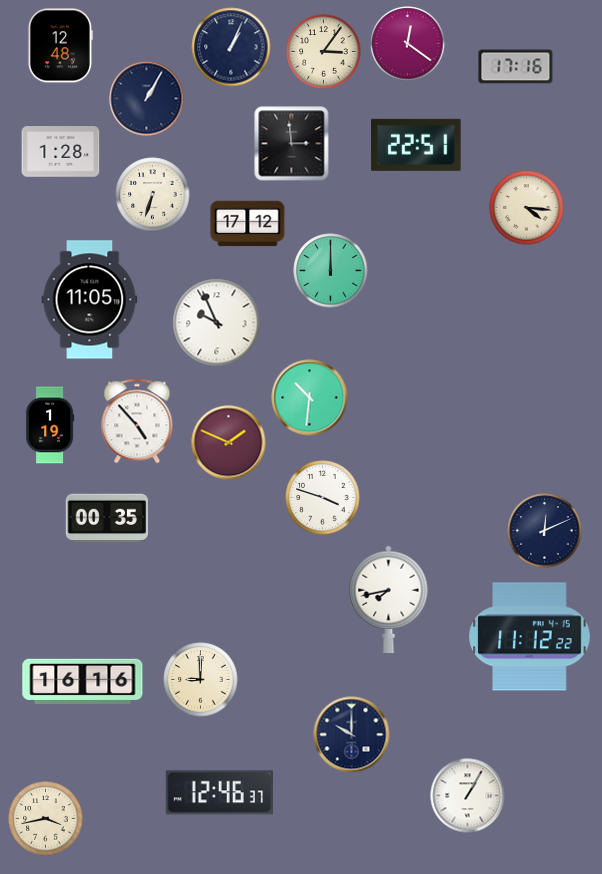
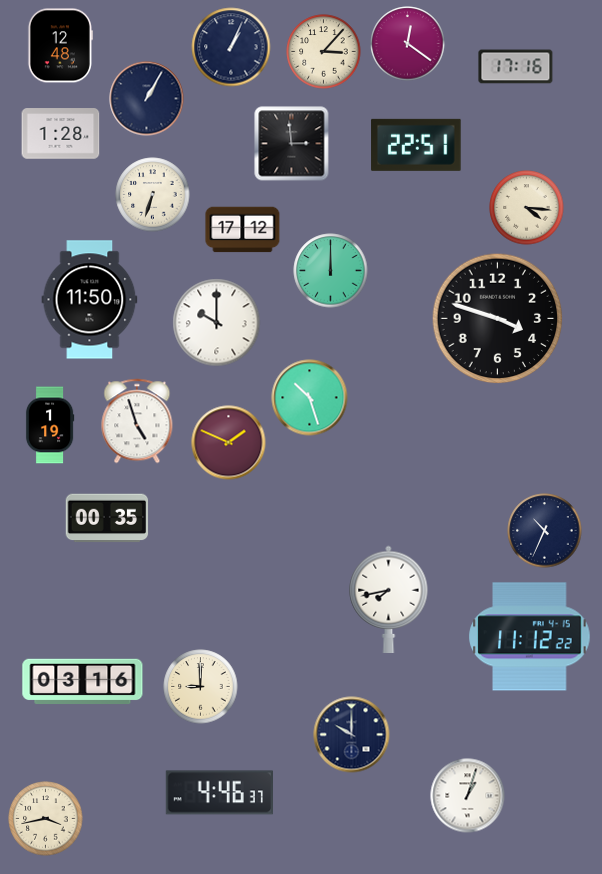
clock at (324, 52): 3:06 -> 3:07
clock at (61, 152) position: (61, 152) -> (61, 134)
clock at (248, 224) position: (248, 224) -> (243, 230)
clock at (90, 300): 11:05 -> 11:50
clock at (498, 319): none -> 3:48
clock at (217, 323): 9:56 -> 10:00
clock at (310, 398): 10:31 -> 10:27
clock at (137, 421): 4:53 -> 4:57
clock at (323, 498): 3:48 -> none
clock at (545, 531): 12:11 -> 10:34
clock at (201, 680) position: (201, 680) -> (201, 687)
clock at (83, 682): 16:16 -> 03:16
clock at (219, 793): 12:46 -> 4:46
clock at (468, 796): 1:05 -> 1:03
